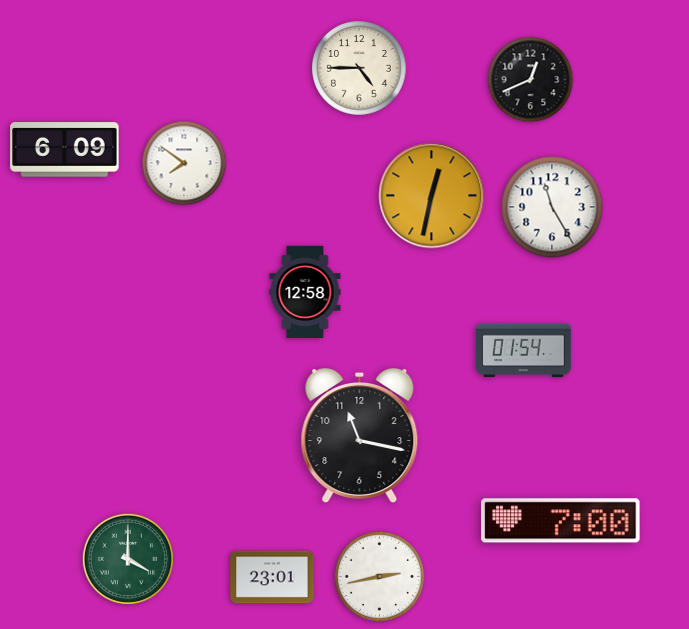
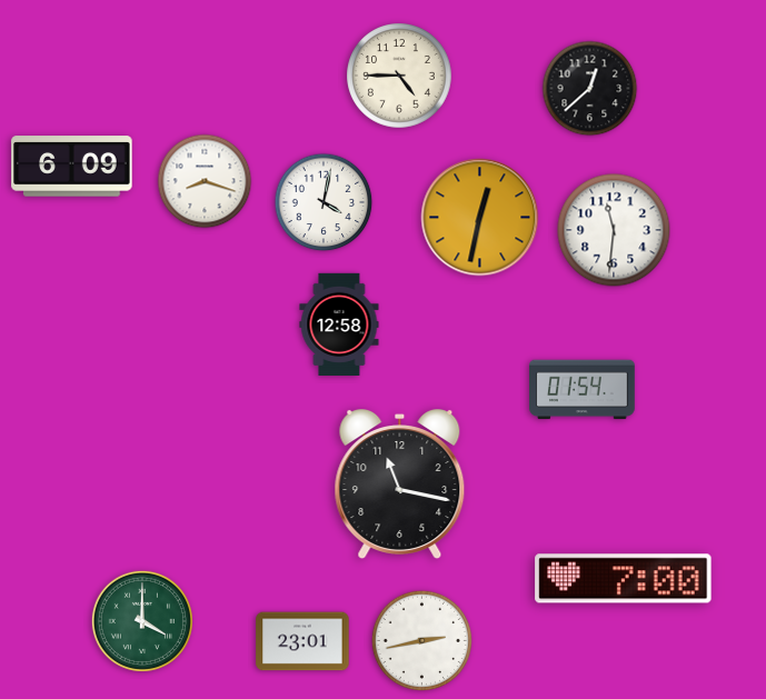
clock at (531, 80): 12:41 -> 12:38
clock at (184, 163): 7:51 -> 8:18
clock at (324, 202): none -> 4:02
clock at (552, 207): 11:25 -> 11:31
